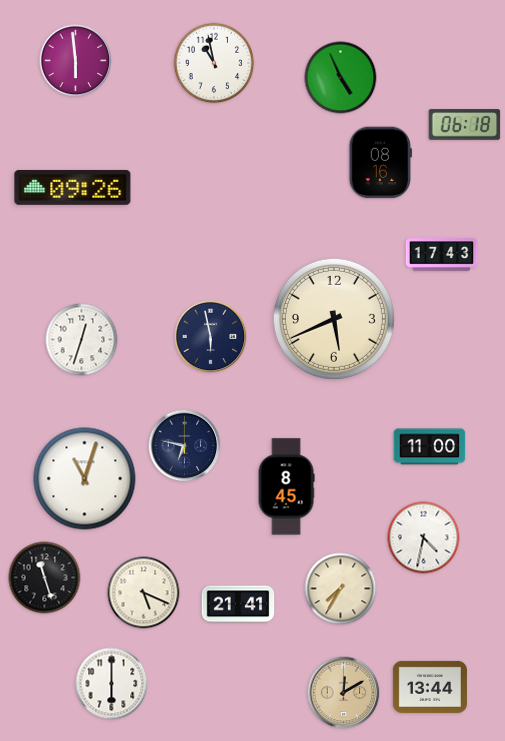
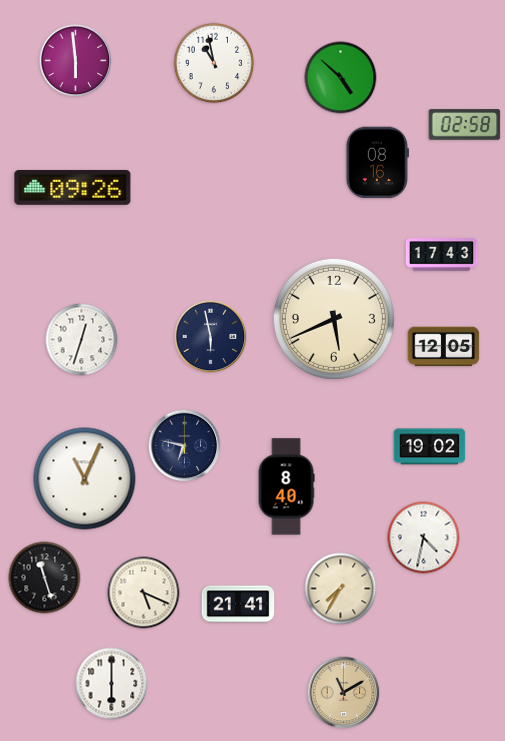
clock at (341, 78): 4:56 -> 4:52
clock at (465, 125): 06:18 -> 02:58
clock at (380, 163) position: (380, 163) -> (377, 163)
clock at (444, 347): none -> 12:05
clock at (430, 447): 11:00 -> 19:02
clock at (85, 479): 11:03 -> 11:04
clock at (286, 487): 8:45 -> 8:40
clock at (430, 687): 13:44 -> none
clock at (344, 693): 12:10 -> 11:10
